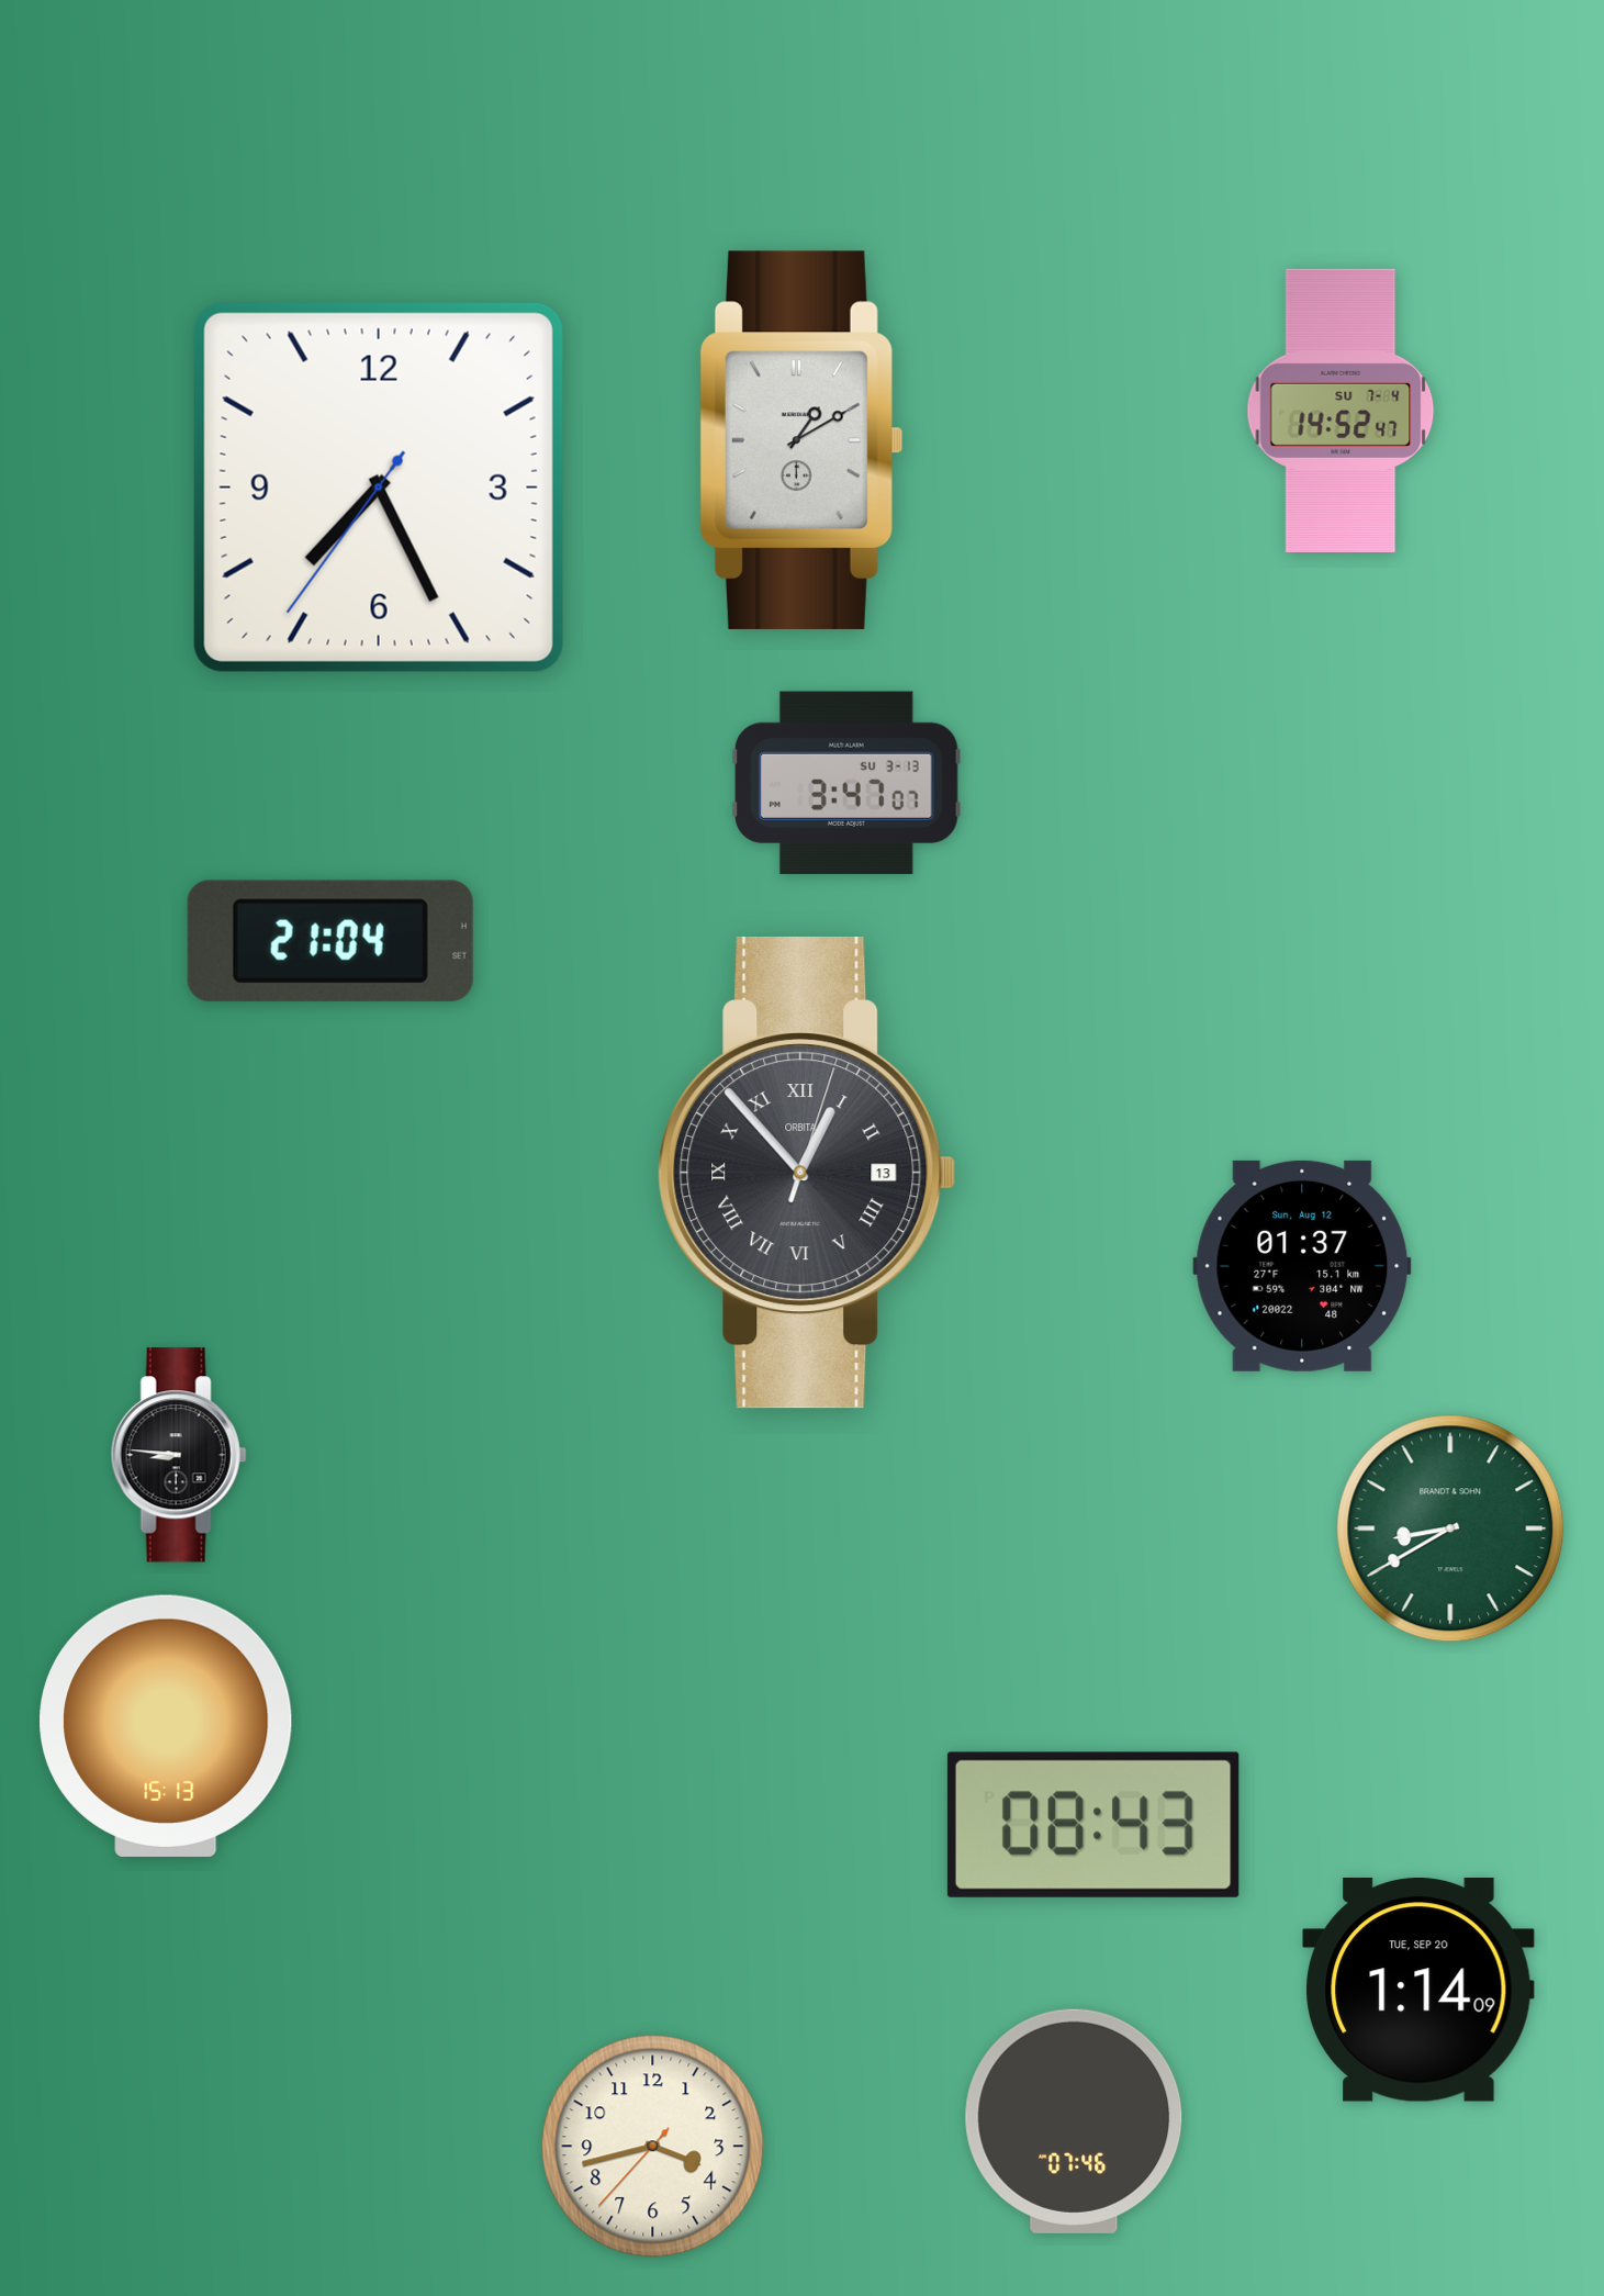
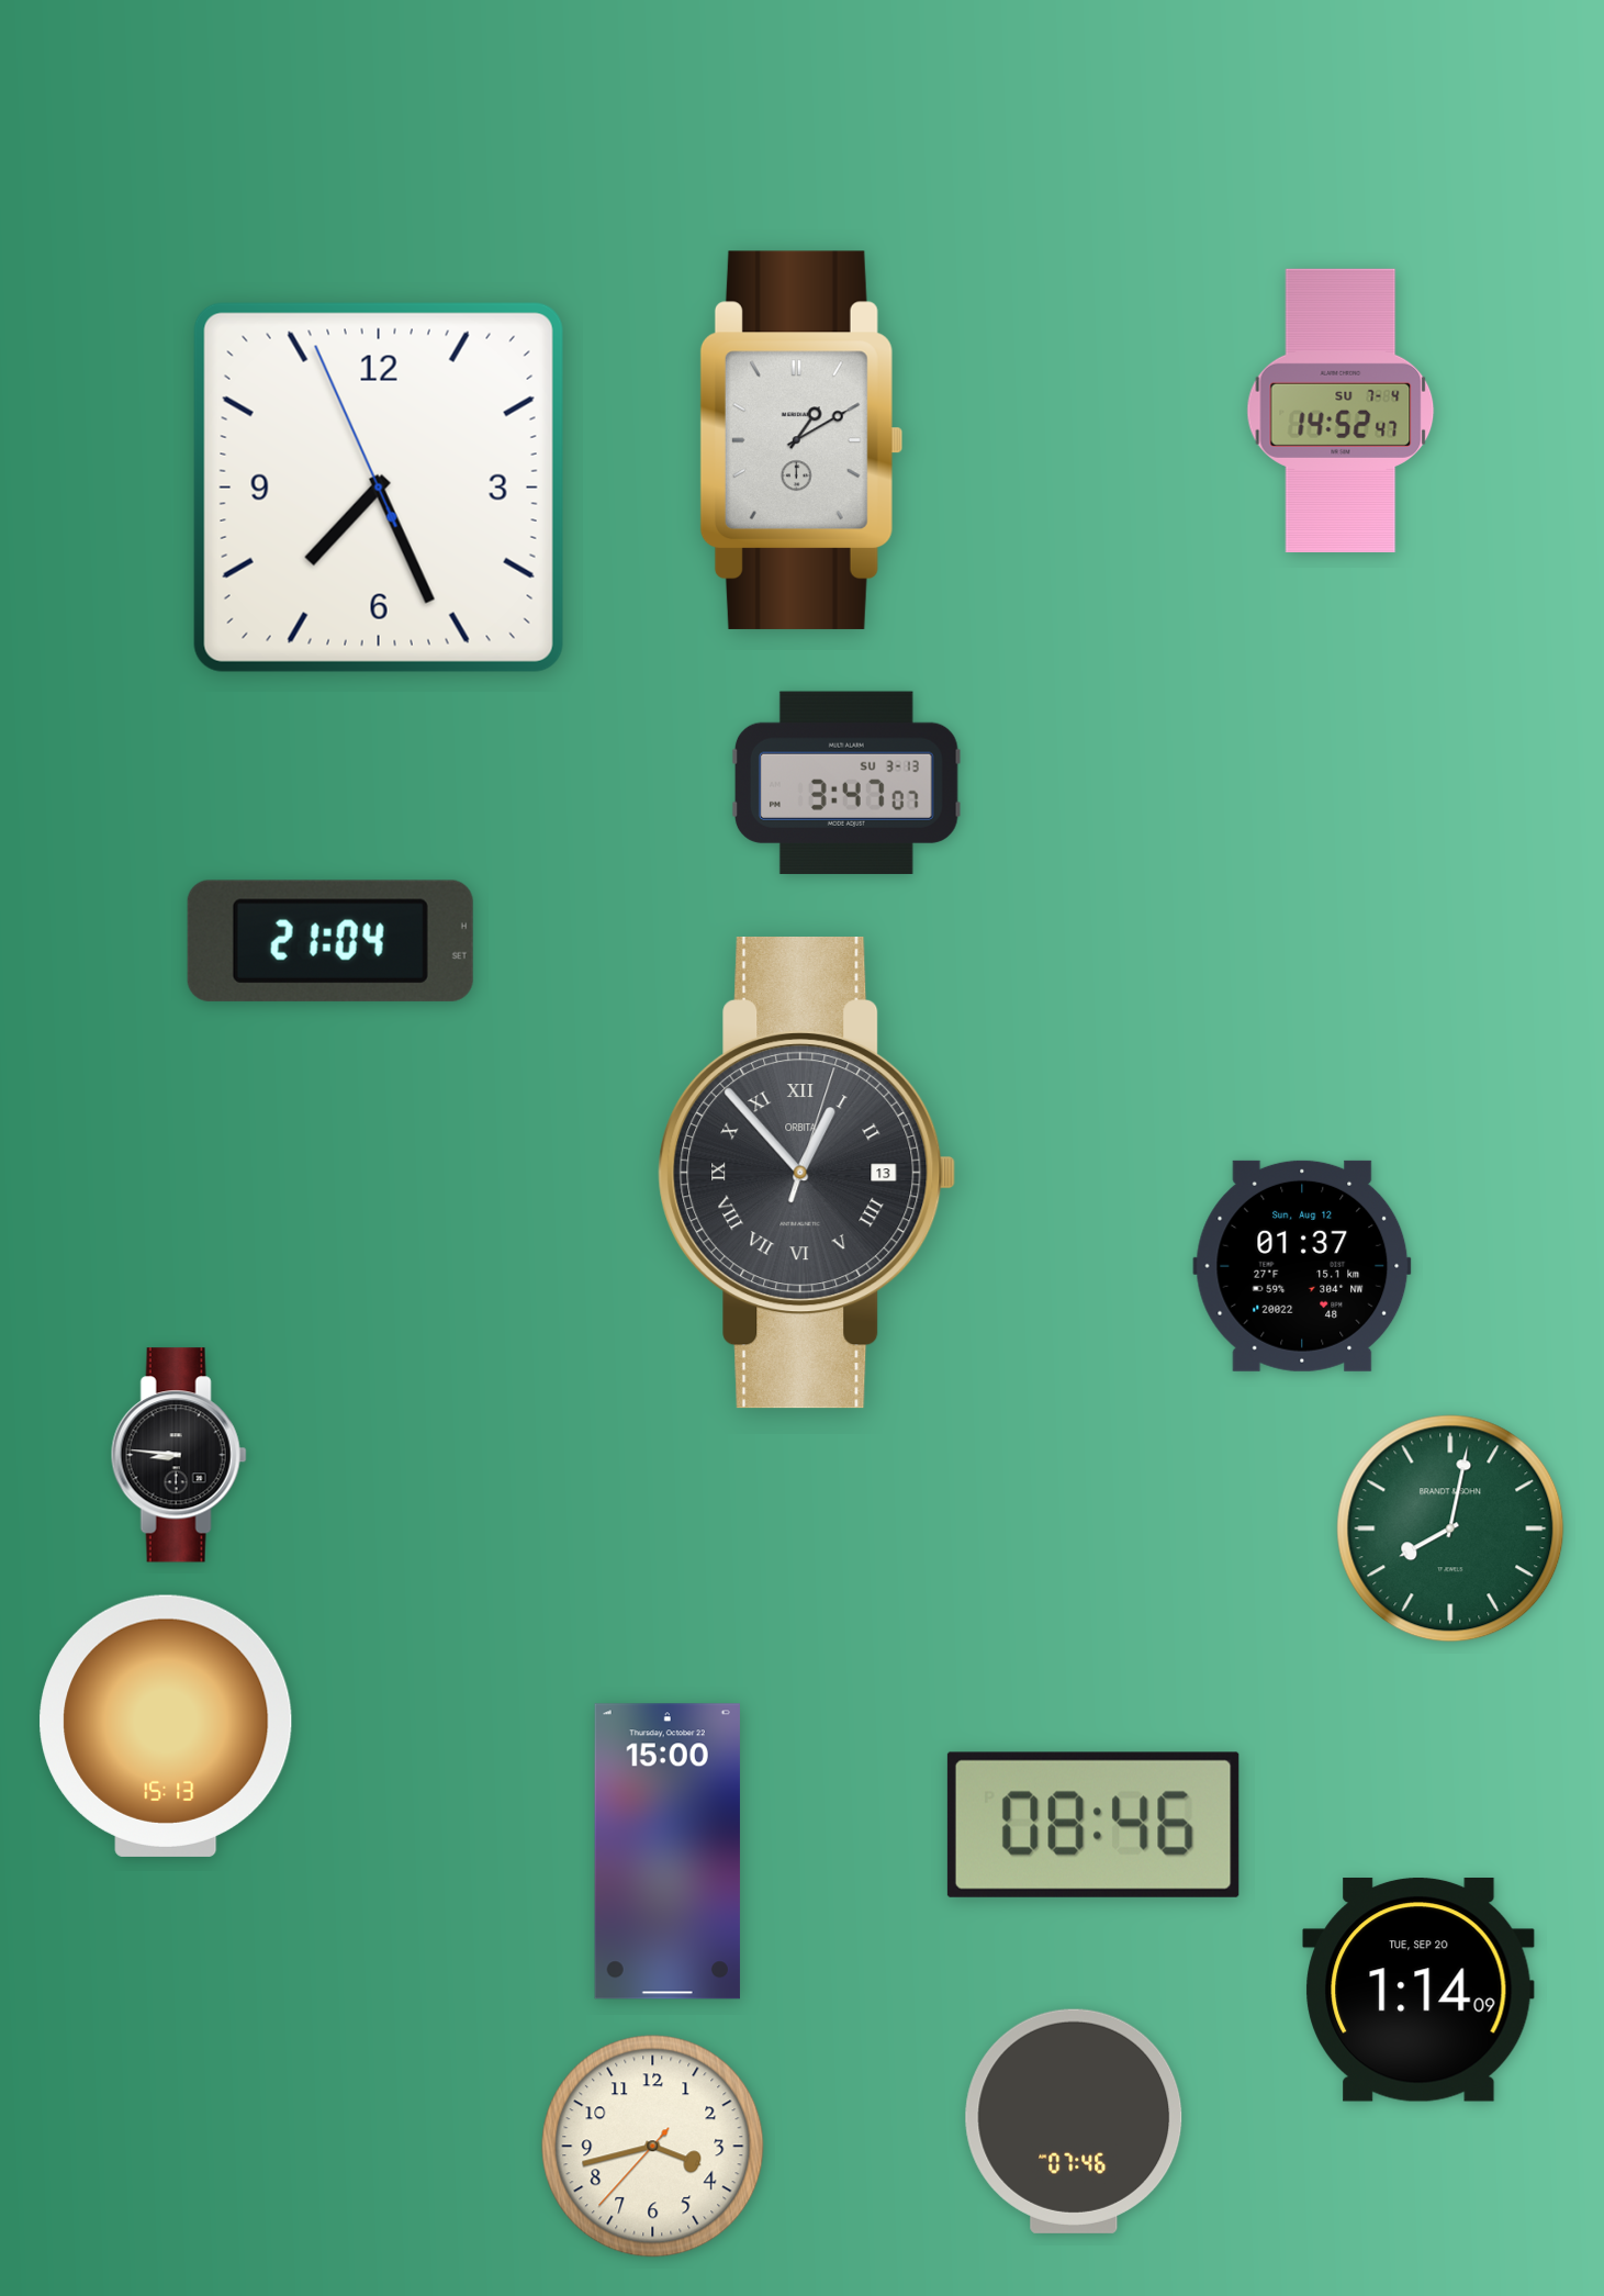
clock at (379, 488): 7:25:36 -> 7:25:56
clock at (1450, 1528): 8:40 -> 8:02
clock at (1093, 1825): 08:43 -> 08:46
clock at (668, 1851): none -> 15:00
